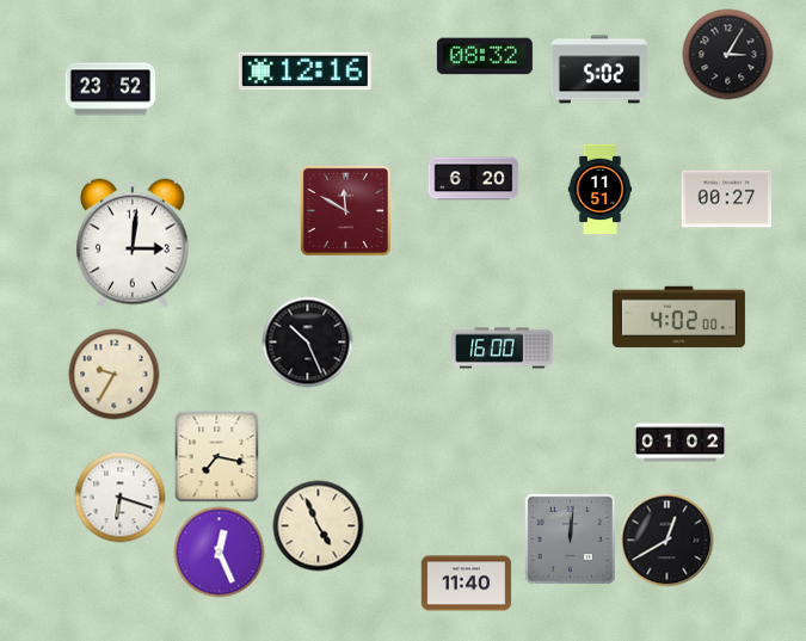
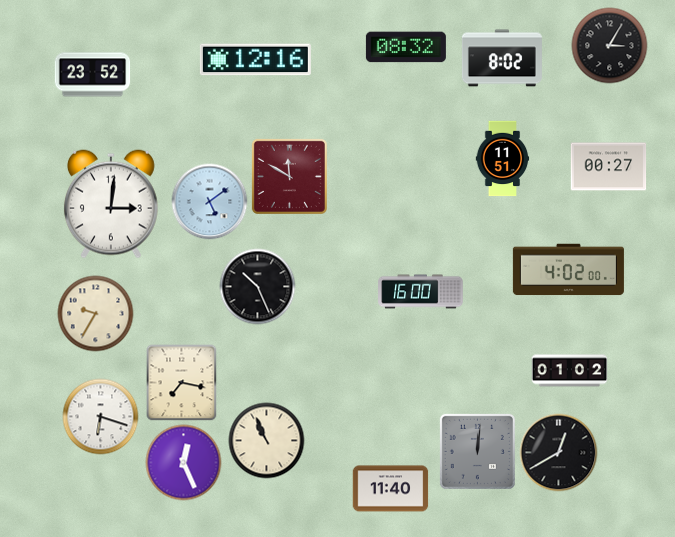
clock at (599, 69): 5:02 -> 8:02
clock at (474, 179): 6:20 -> none
clock at (210, 202): none -> 5:09
clock at (678, 318) position: (678, 318) -> (568, 270)
clock at (319, 526): 4:56 -> 10:56
